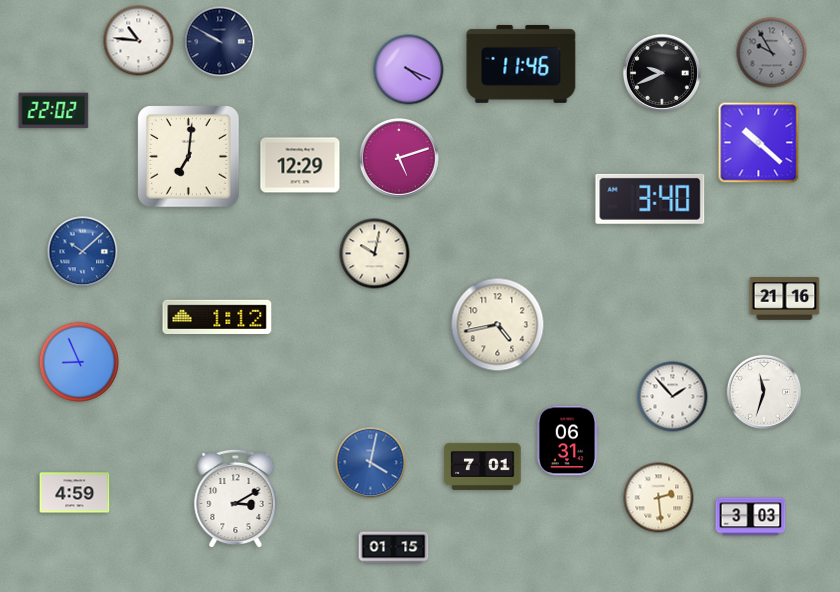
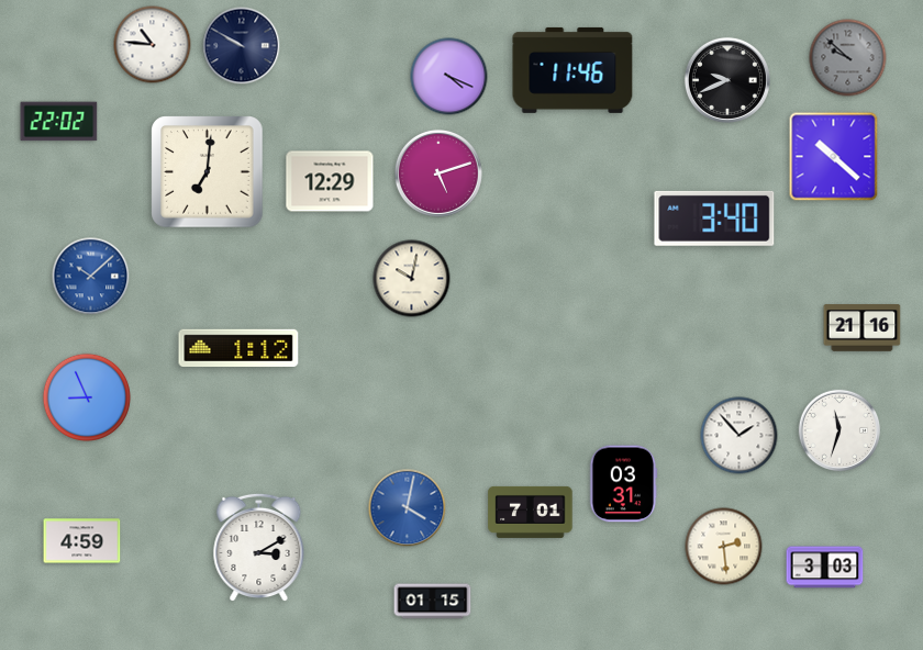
clock at (772, 53): 9:55 -> 9:52
clock at (498, 325): 4:43 -> none
clock at (567, 441): 06:31 -> 03:31
